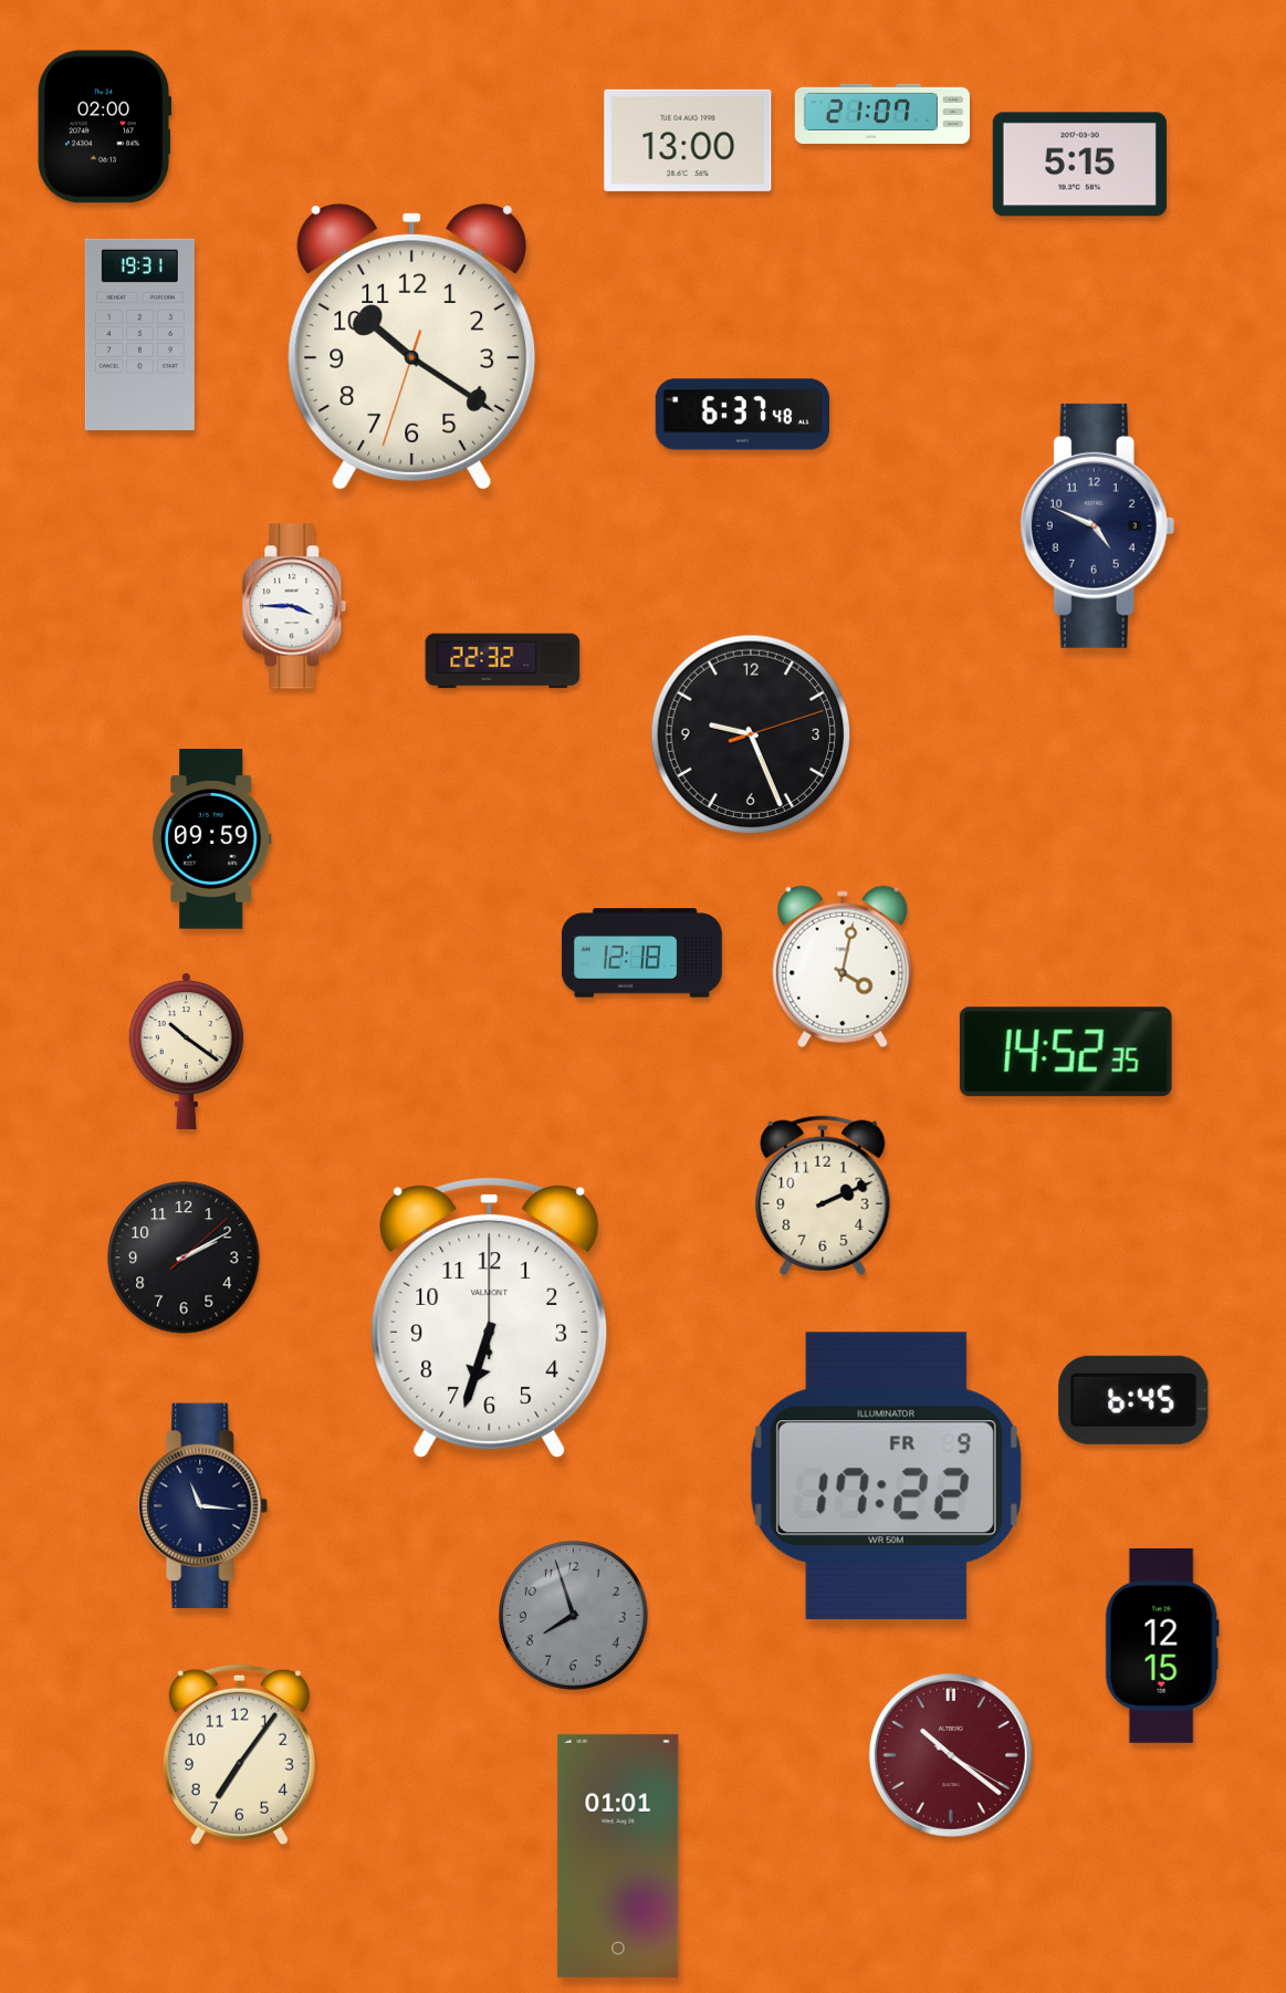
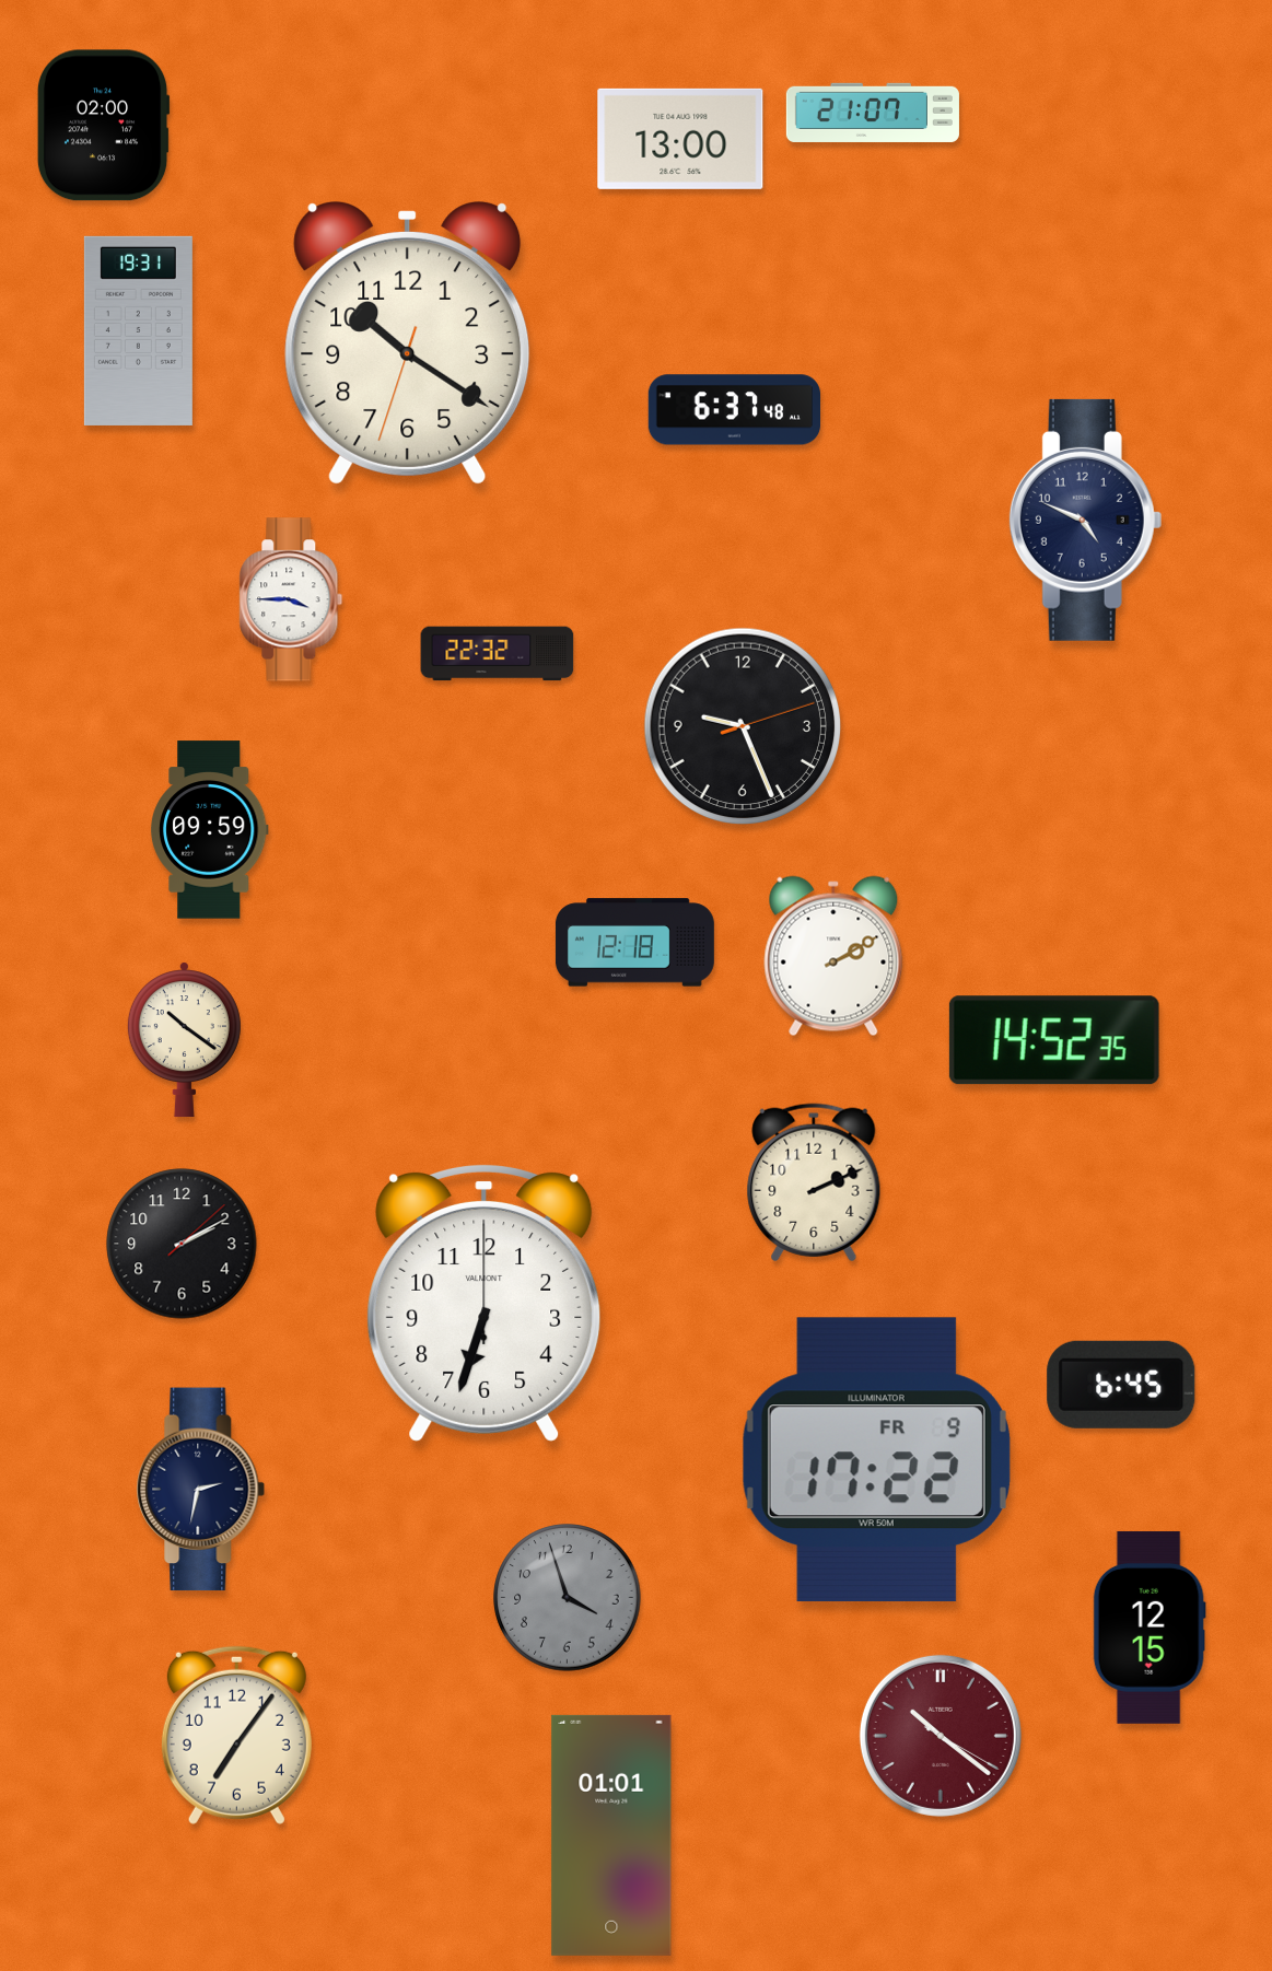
clock at (1079, 165): 5:15 -> none
clock at (843, 967): 4:02 -> 2:10
clock at (203, 1506): 11:16 -> 2:32
clock at (574, 1616): 7:57 -> 3:57
